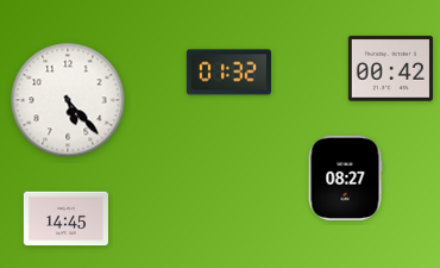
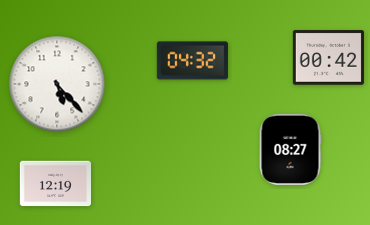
clock at (228, 73): 01:32 -> 04:32
clock at (65, 219): 14:45 -> 12:19
